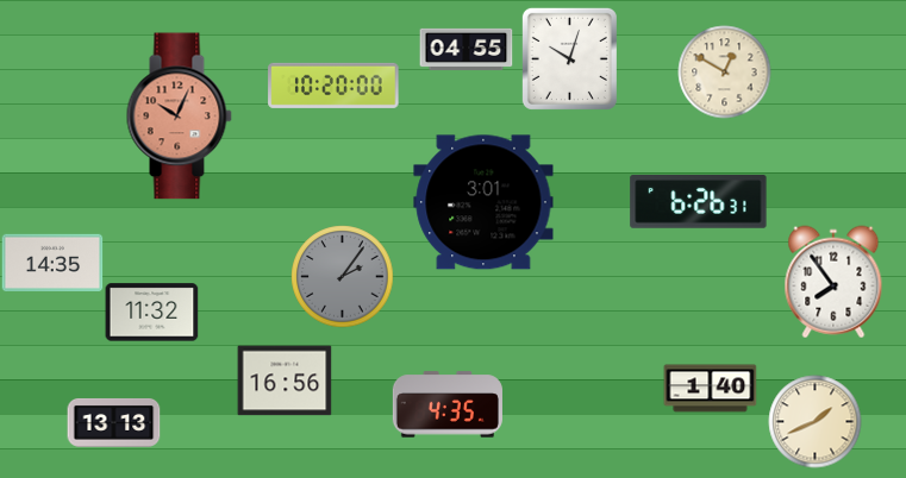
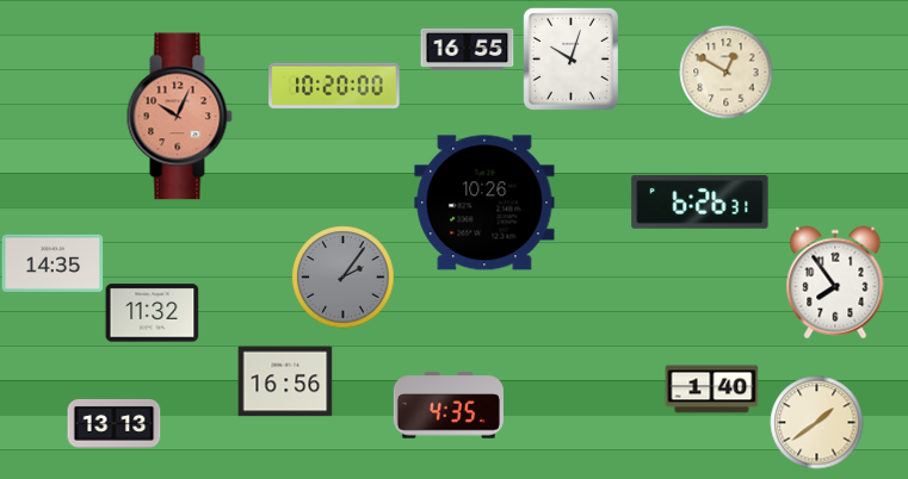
clock at (466, 49): 04:55 -> 16:55
clock at (483, 202): 3:01 -> 10:26
clock at (814, 421): 1:41 -> 1:39
